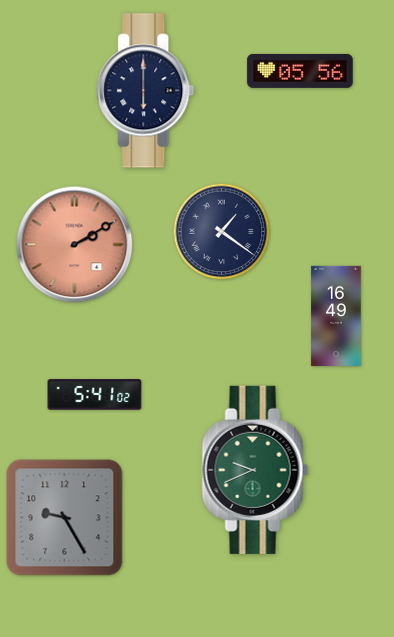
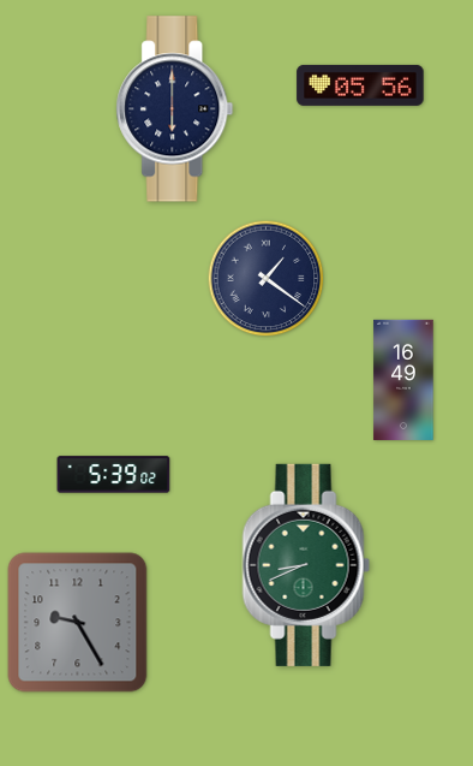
clock at (75, 245): 2:10 -> none
clock at (95, 395): 5:41 -> 5:39
clock at (255, 470): 9:41 -> 8:41
